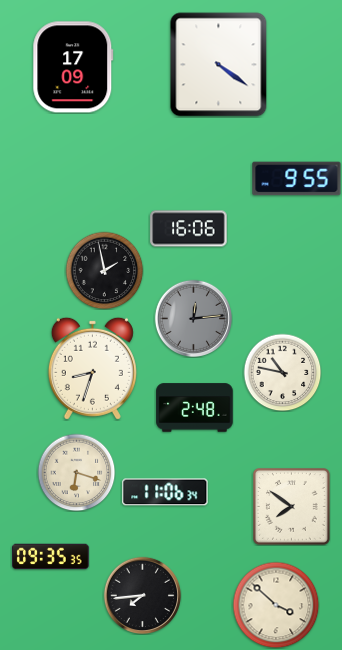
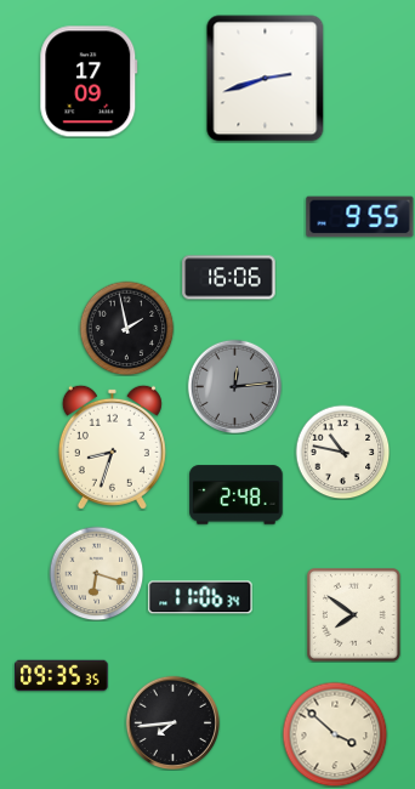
clock at (219, 65): 4:21 -> 2:42
clock at (76, 472) position: (76, 472) -> (96, 573)
